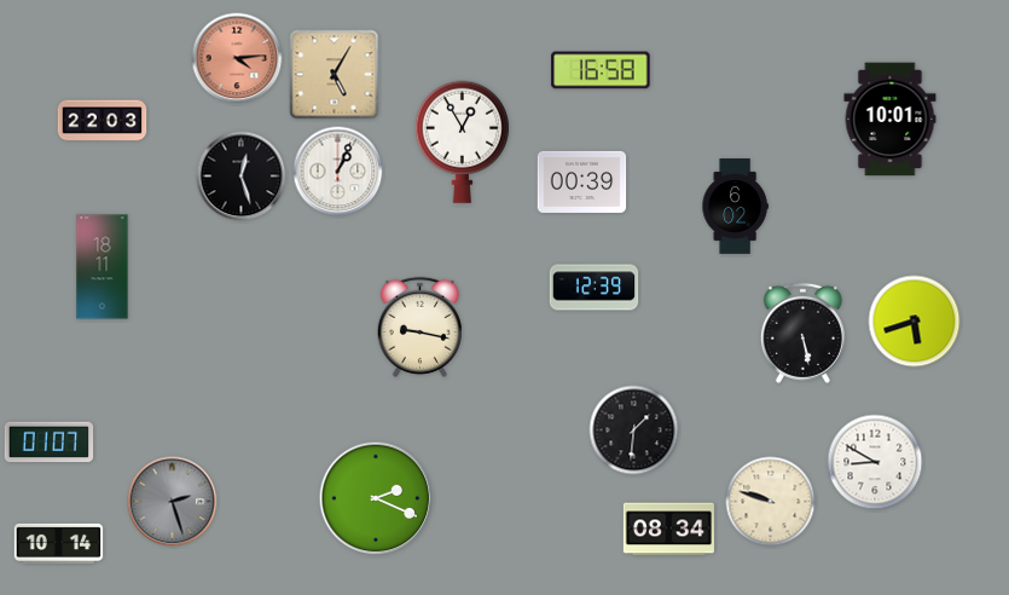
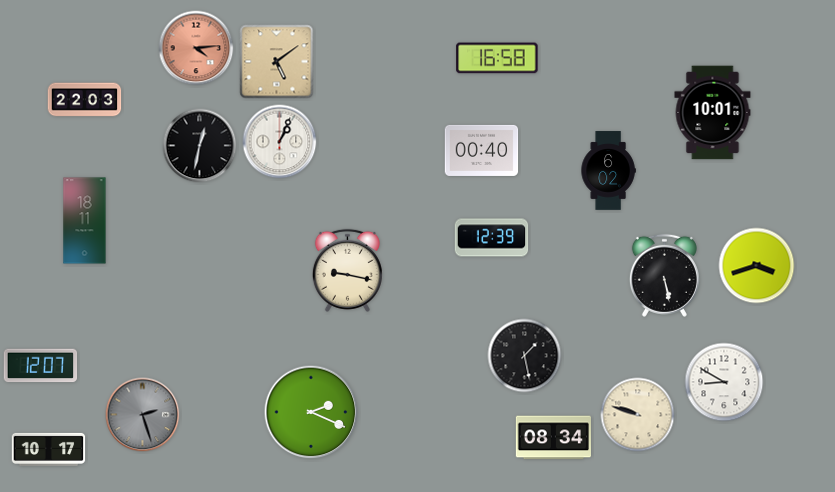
clock at (335, 75): 5:05 -> 5:09
clock at (891, 120) position: (891, 120) -> (713, 113)
clock at (462, 141): 12:55 -> none
clock at (242, 177): 12:27 -> 12:32
clock at (582, 181): 00:39 -> 00:40
clock at (915, 322): 5:42 -> 3:42
clock at (634, 431): 1:31 -> 1:28
clock at (50, 443): 01:07 -> 12:07
clock at (59, 543): 10:14 -> 10:17
